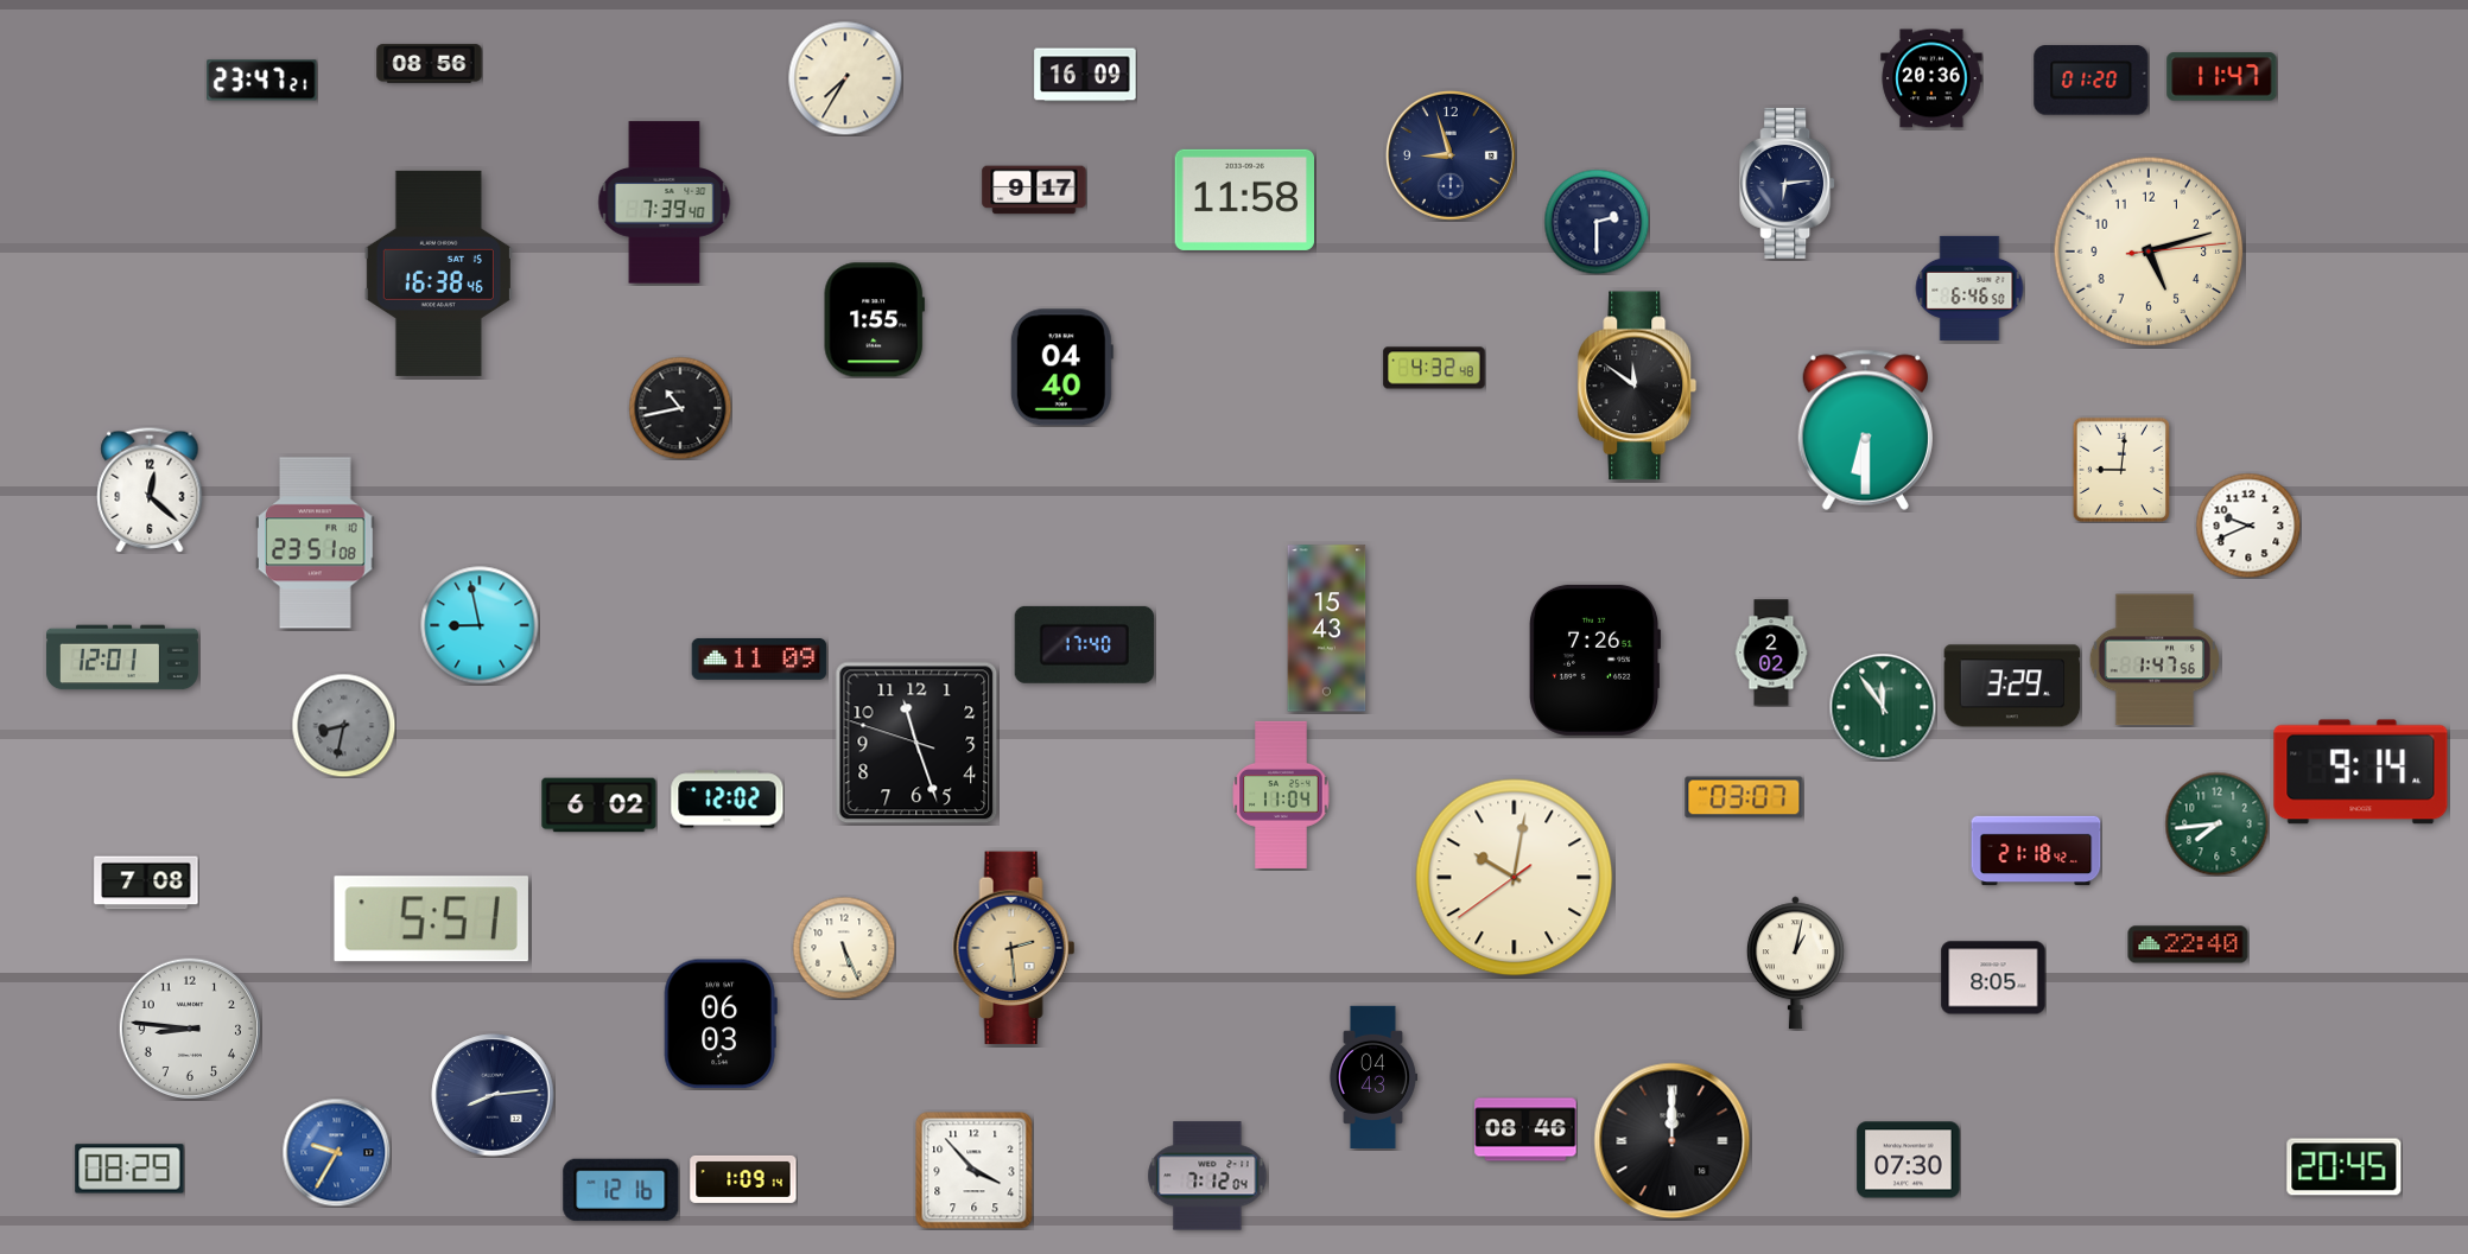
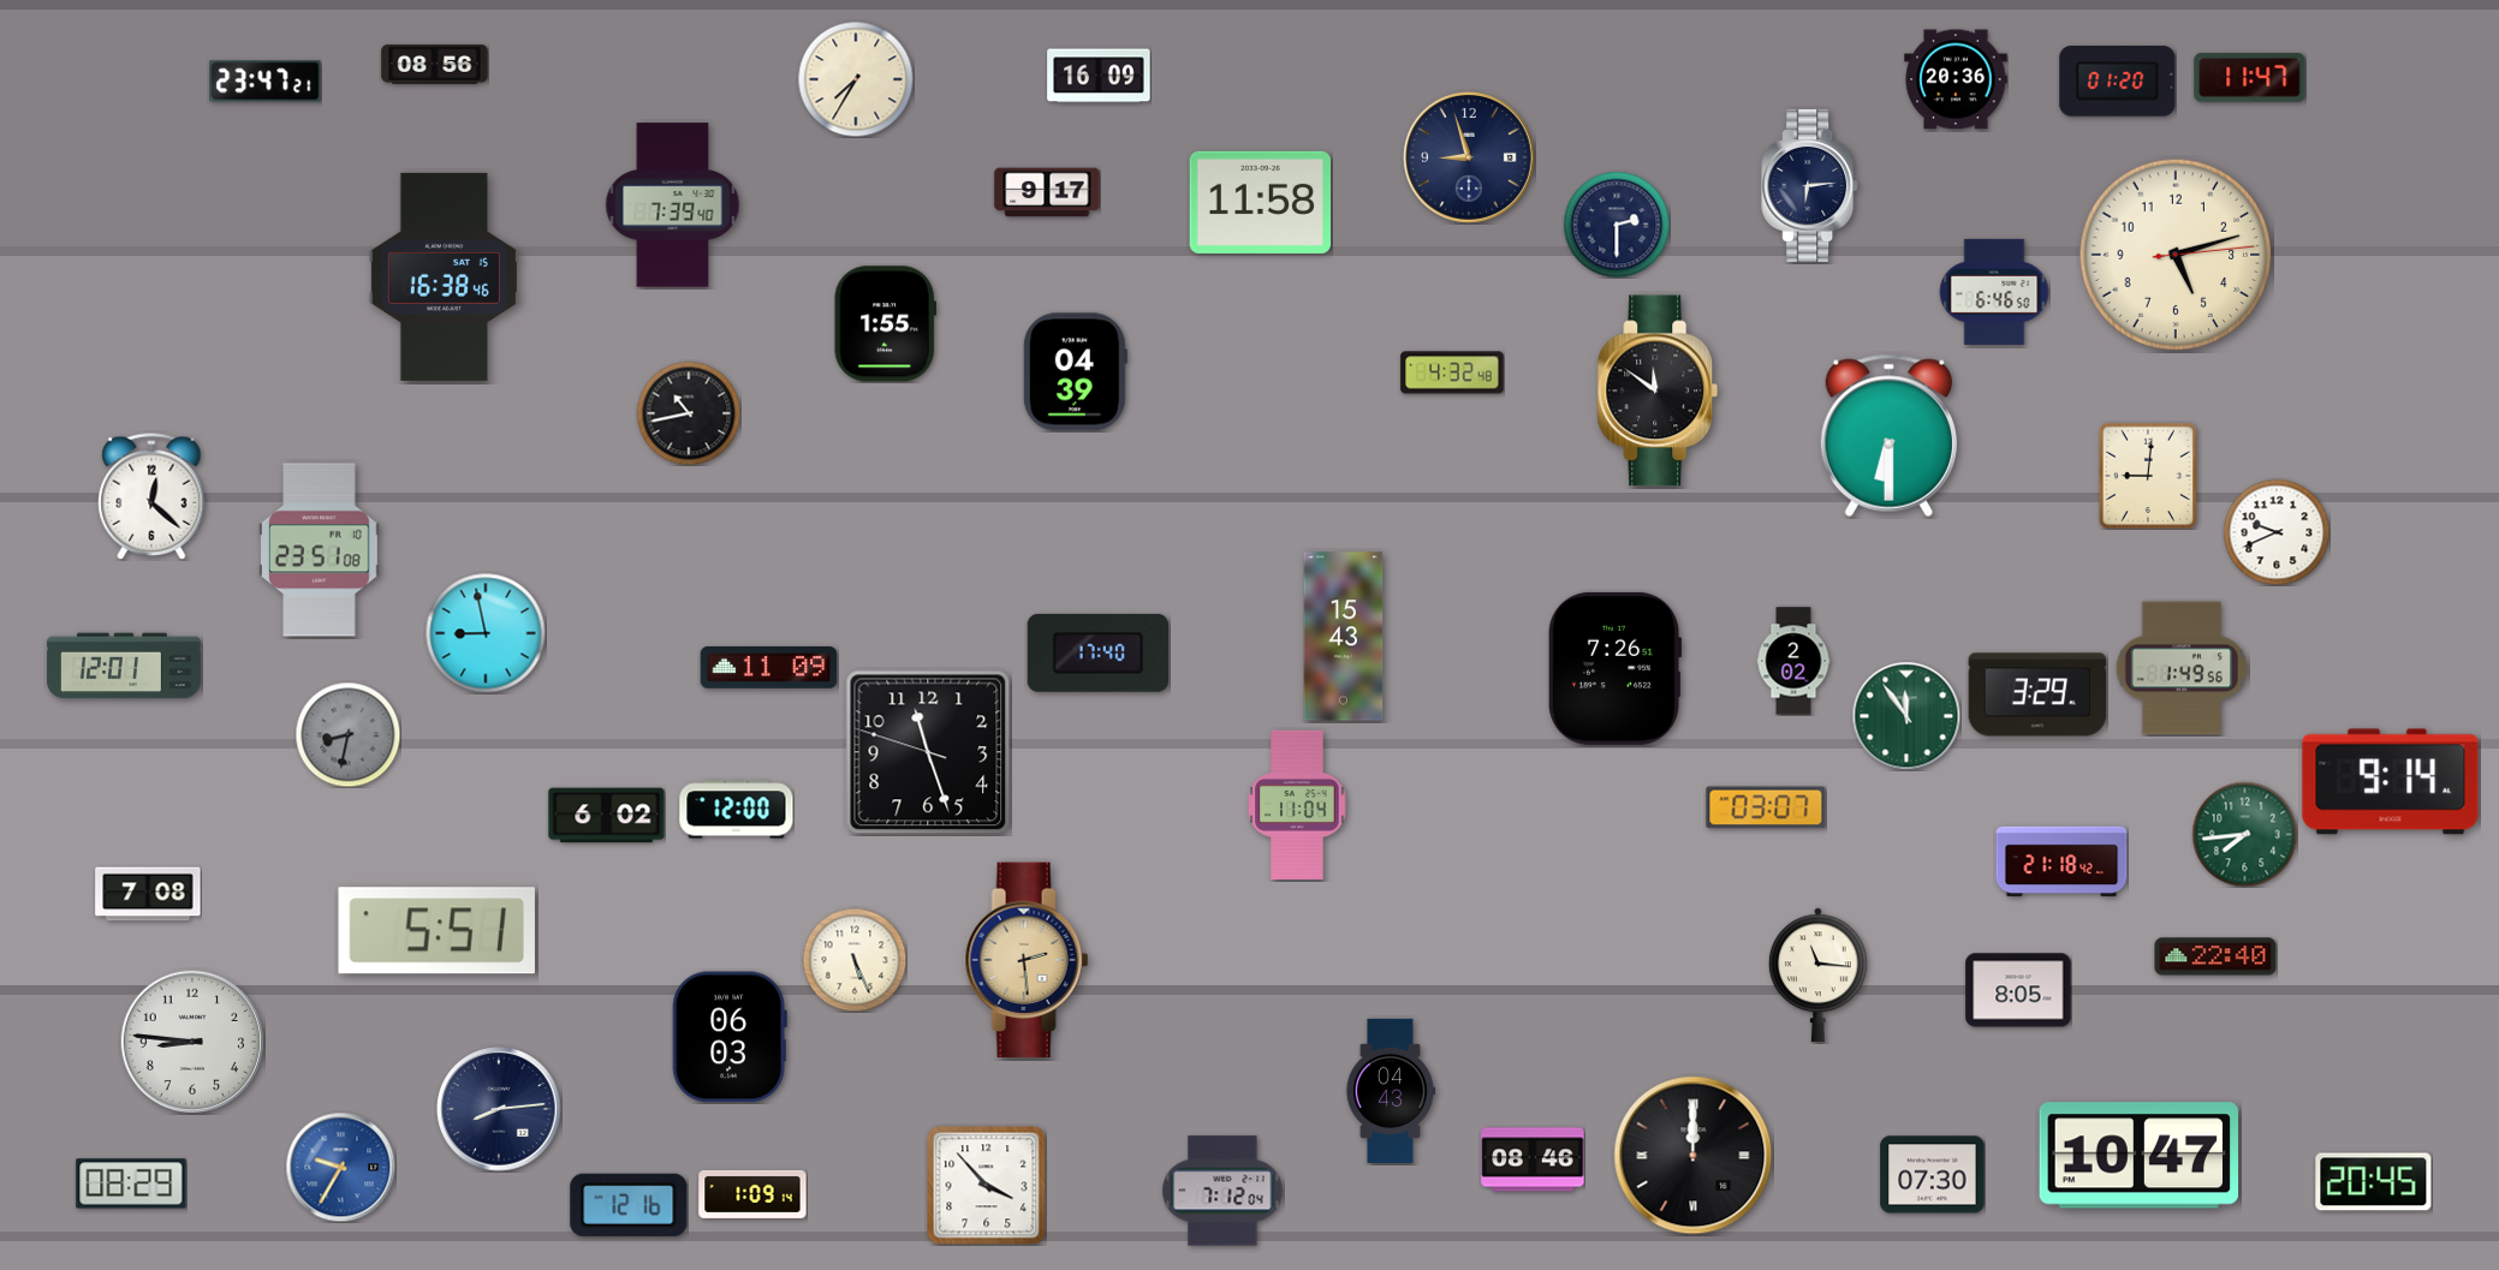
clock at (1061, 368): 04:40 -> 04:39
clock at (2155, 660): 1:47 -> 1:49
clock at (728, 800): 12:02 -> 12:00
clock at (1515, 878): 10:01 -> none
clock at (1795, 963): 1:02 -> 11:16
clock at (1525, 1129) position: (1525, 1129) -> (1533, 1159)
clock at (2138, 1156): none -> 10:47
